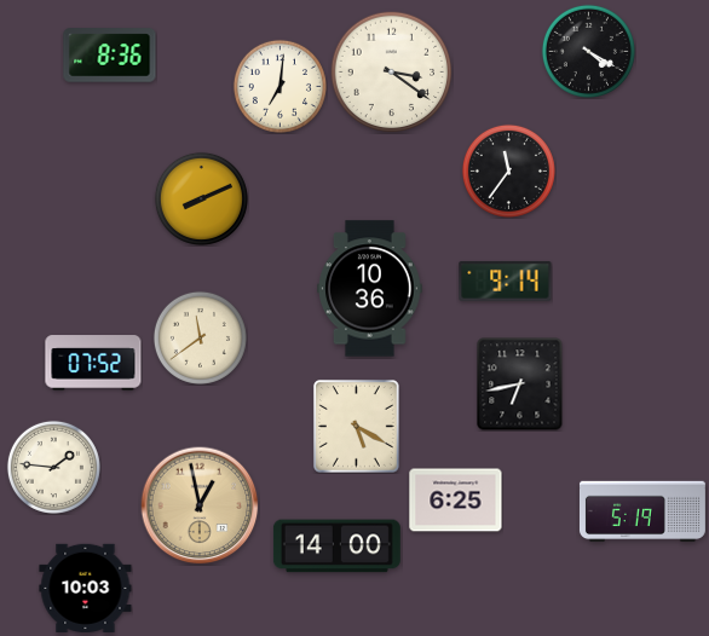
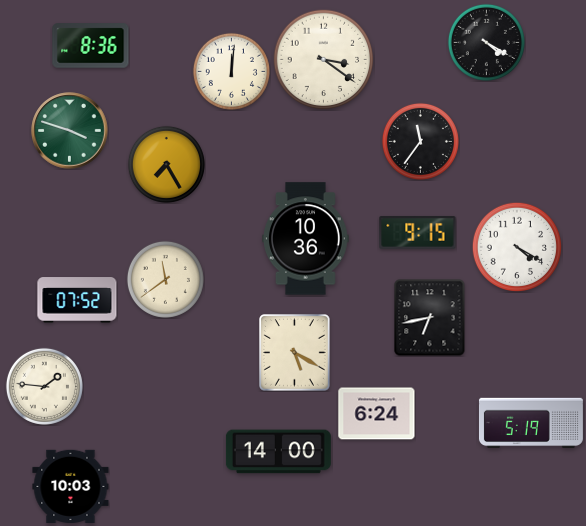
clock at (279, 86): 7:01 -> 12:01
clock at (70, 131): none -> 3:48
clock at (201, 198): 8:11 -> 7:25
clock at (506, 281): 9:14 -> 9:15
clock at (516, 246): none -> 4:20
clock at (456, 501): 6:25 -> 6:24
clock at (200, 505): 12:58 -> none
